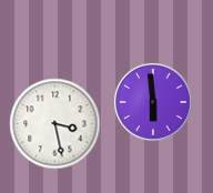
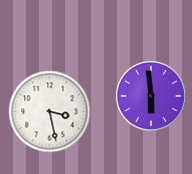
clock at (153, 102) position: (153, 102) -> (151, 96)
